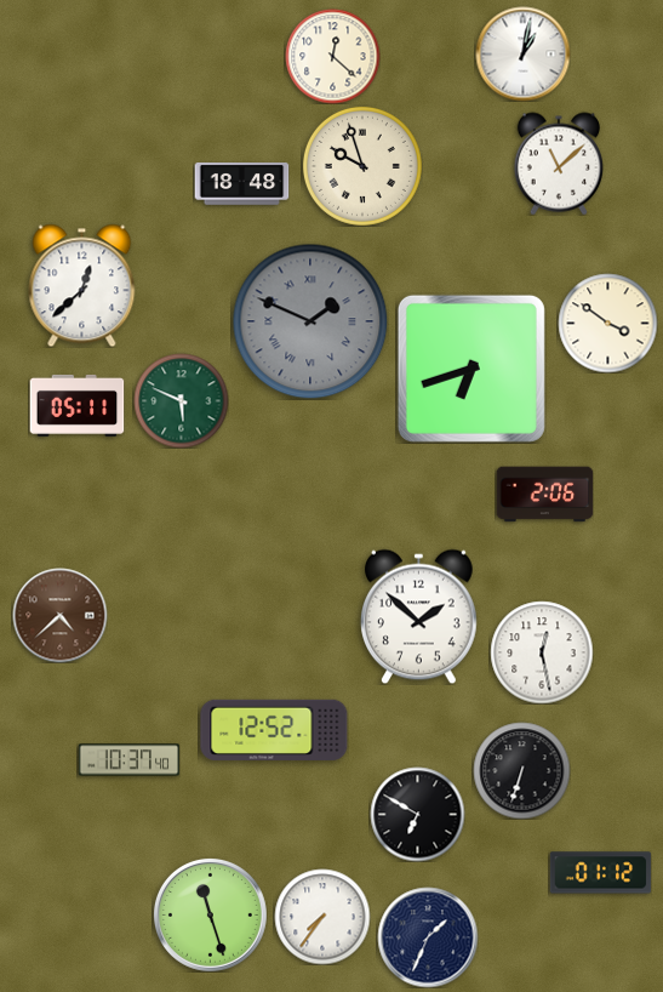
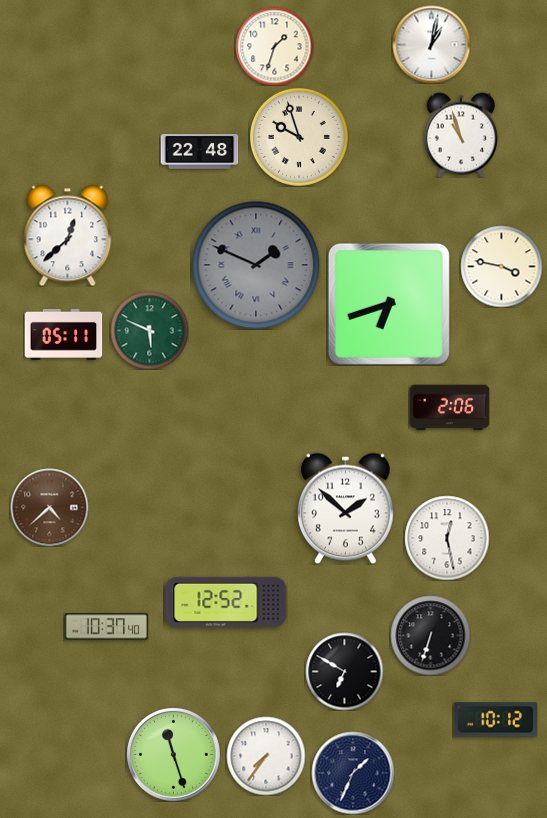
clock at (332, 56): 12:22 -> 1:33
clock at (558, 164): 11:08 -> 10:57
clock at (241, 184): 18:48 -> 22:48
clock at (607, 323): 3:51 -> 3:47
clock at (600, 873): 01:12 -> 10:12
